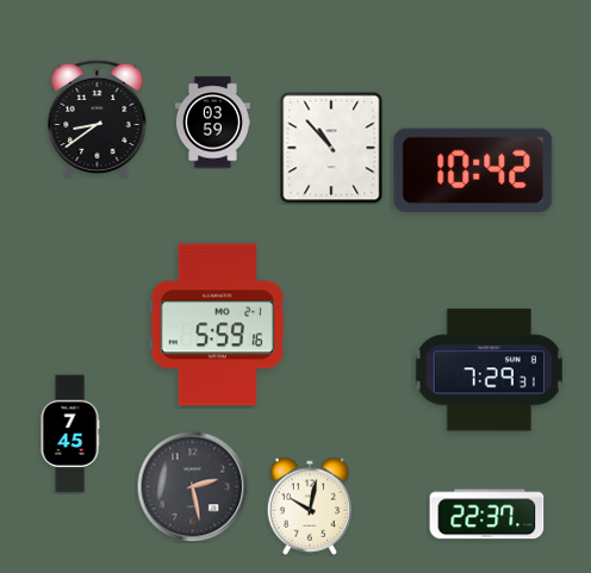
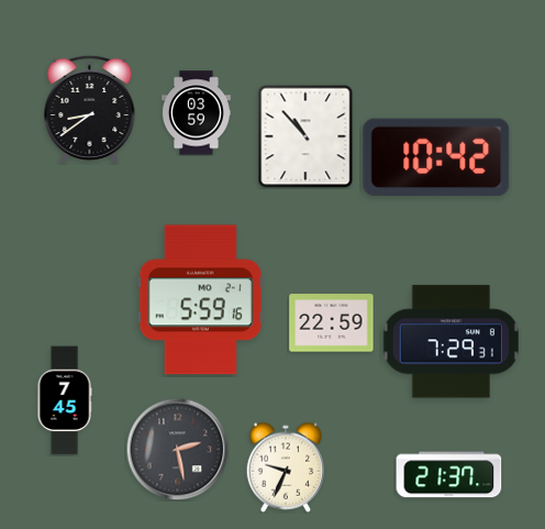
clock at (332, 323): none -> 22:59
clock at (310, 506): 10:02 -> 9:34
clock at (487, 515): 22:37 -> 21:37
